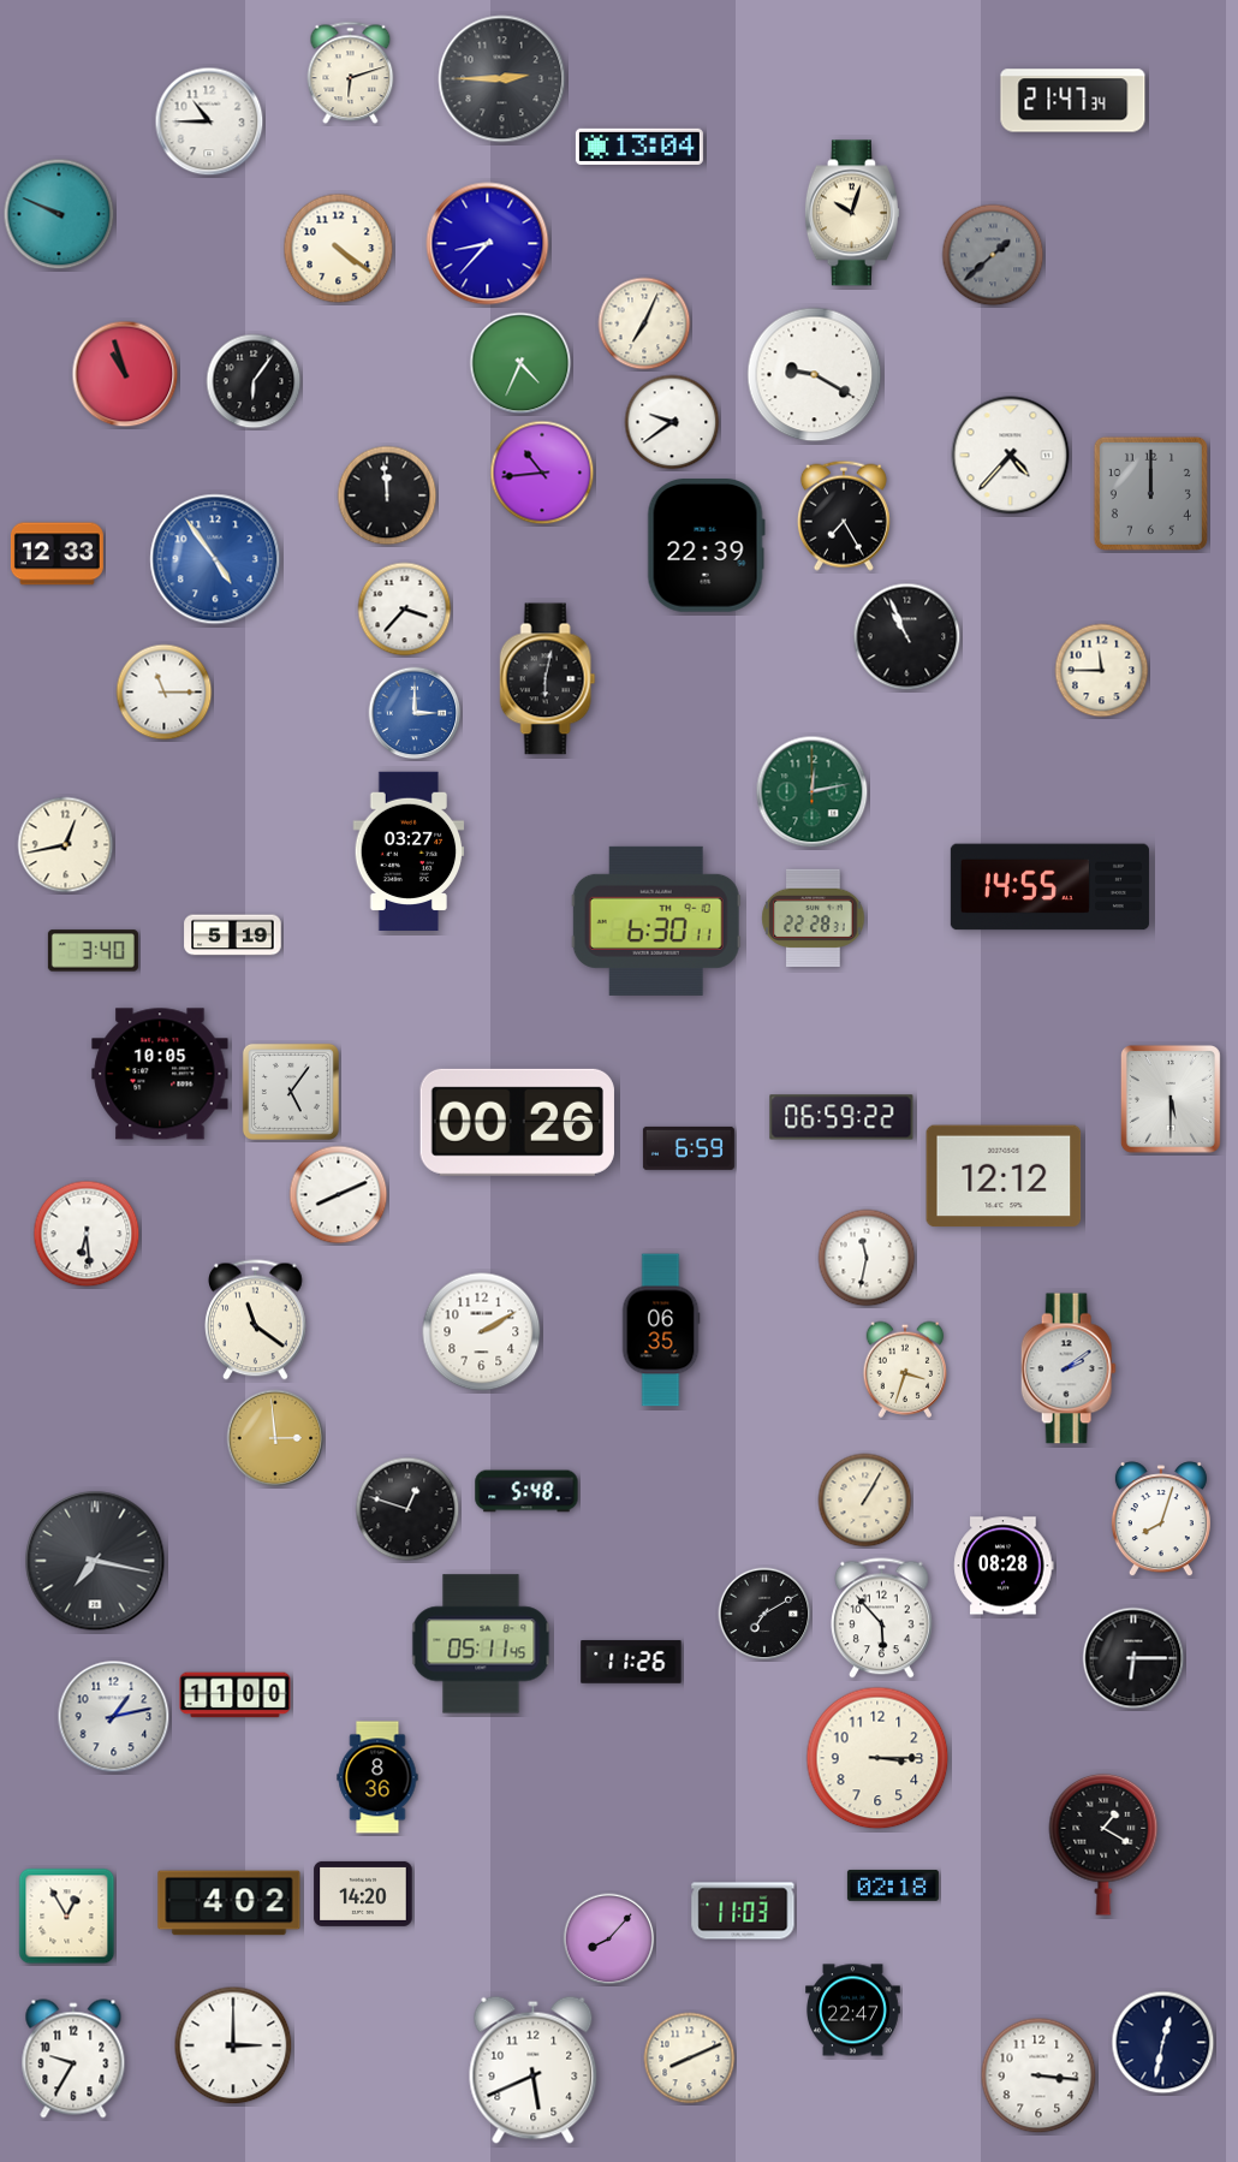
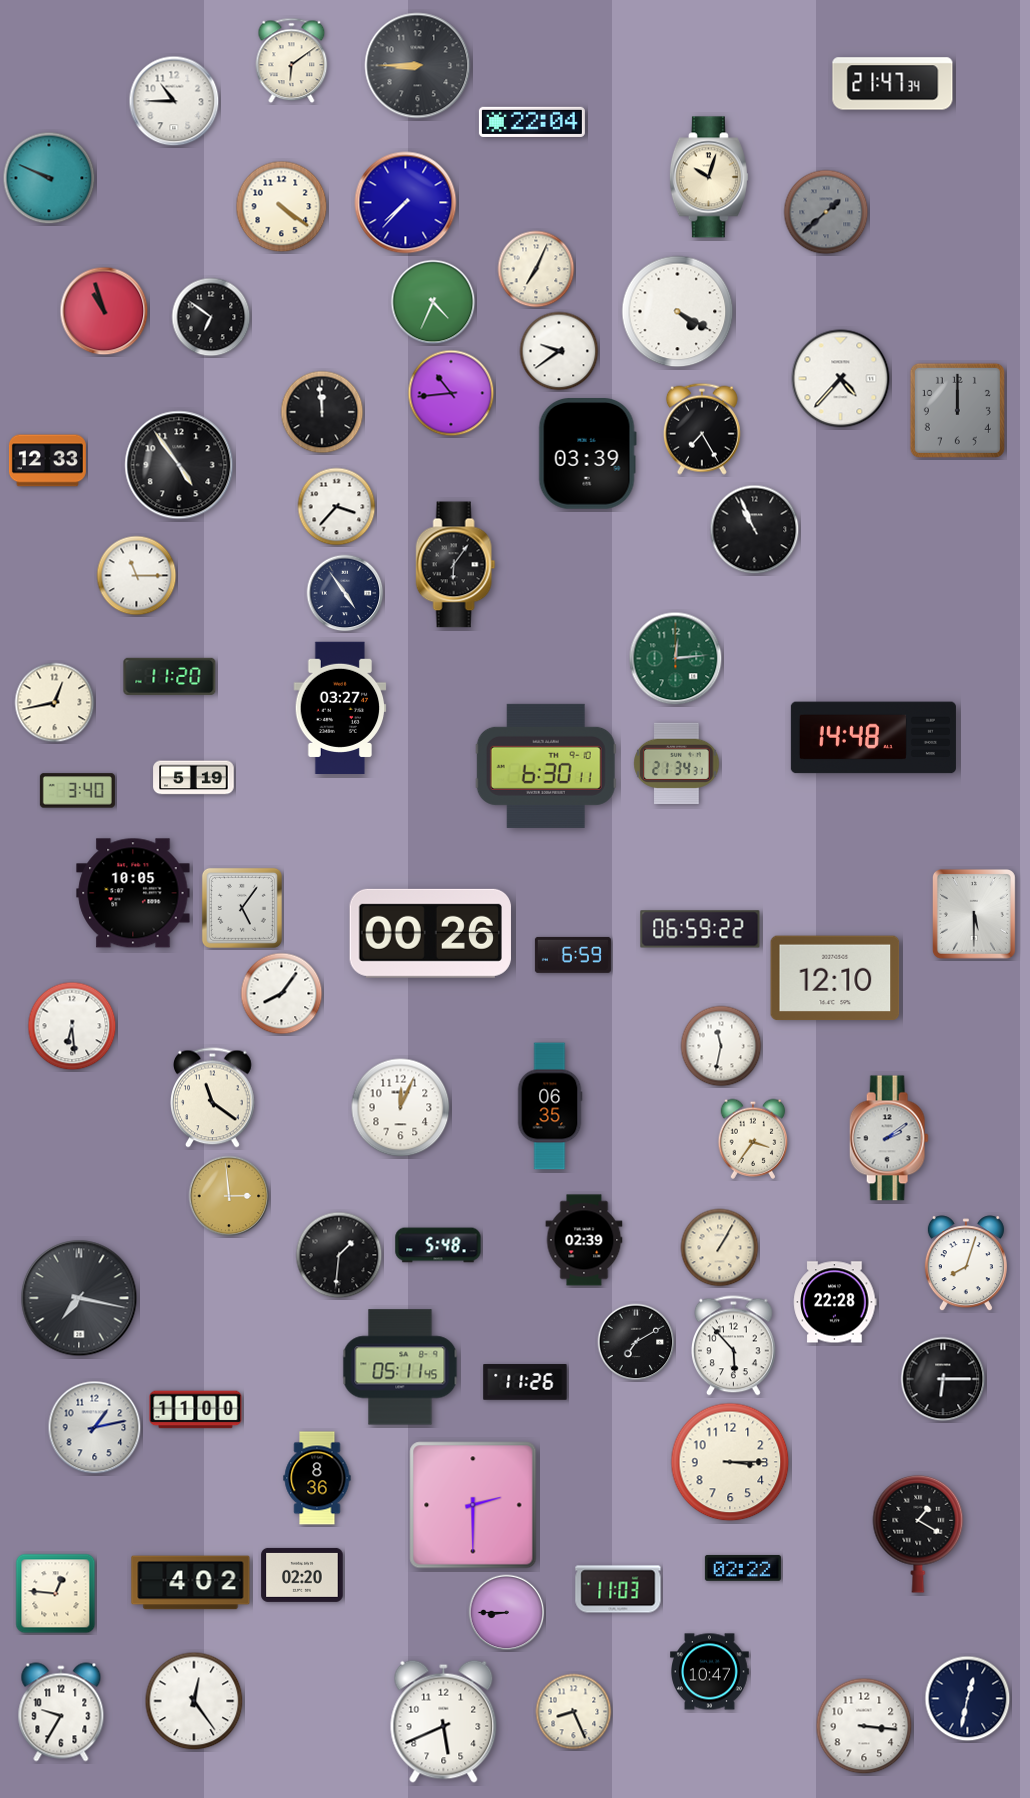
clock at (351, 73): 6:12 -> 6:09
clock at (502, 79): 2:45 -> 8:45
clock at (639, 147): 13:04 -> 22:04
clock at (488, 244): 8:37 -> 7:37
clock at (815, 375): 9:20 -> 4:20
clock at (254, 381): 6:06 -> 6:51
clock at (706, 546): 22:39 -> 03:39
clock at (215, 559) dial: blue -> black
clock at (1102, 671): 11:45 -> none
clock at (548, 679): 6:02 -> 6:06
clock at (415, 713): 3:00 -> 4:54
clock at (415, 713) dial: blue -> navy
clock at (813, 792): 12:13 -> 12:14
clock at (170, 676): none -> 11:20
clock at (1049, 887): 14:55 -> 14:48
clock at (814, 919): 22:28 -> 21:34
clock at (1004, 1176): 12:12 -> 12:10
clock at (339, 1195): 8:11 -> 8:06
clock at (482, 1332): 2:10 -> 12:04
clock at (905, 1370): 3:33 -> 3:36
clock at (526, 1491) position: (526, 1491) -> (438, 1245)
clock at (584, 1240): none -> 02:39
clock at (407, 1509): 12:48 -> 1:31
clock at (1004, 1566): 08:28 -> 22:28
clock at (377, 1777) position: (377, 1777) -> (317, 1478)
clock at (473, 1505): none -> 2:30
clock at (893, 1885): 02:18 -> 02:22
clock at (363, 1894): 14:20 -> 02:20
clock at (67, 1917): 12:55 -> 12:46
clock at (609, 1940): 8:07 -> 8:45
clock at (853, 2010): 22:47 -> 10:47
clock at (233, 2045): 3:00 -> 12:24
clock at (690, 2059): 8:11 -> 8:26
